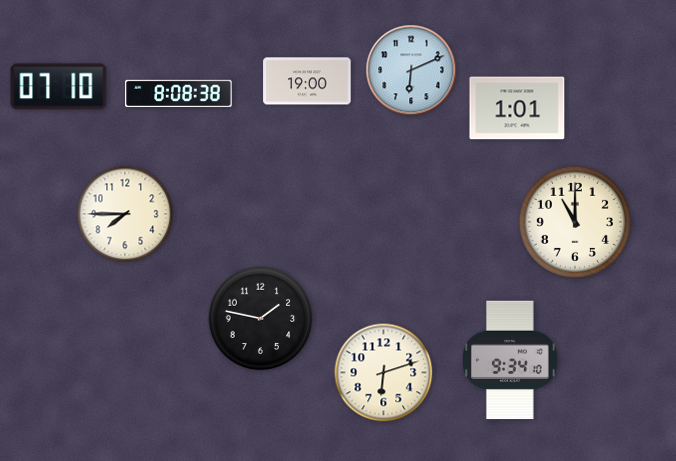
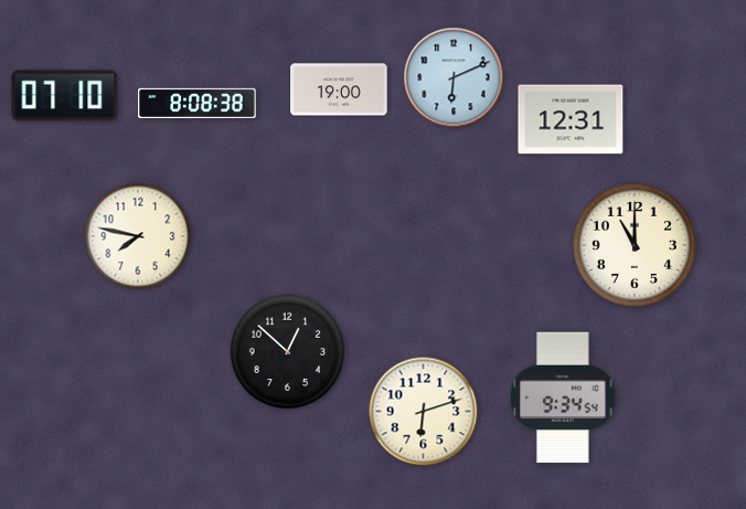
clock at (517, 108): 1:01 -> 12:31
clock at (125, 214): 7:45 -> 7:47
clock at (261, 319): 1:47 -> 12:52
clock at (511, 360): 9:34:10 -> 9:34:54
